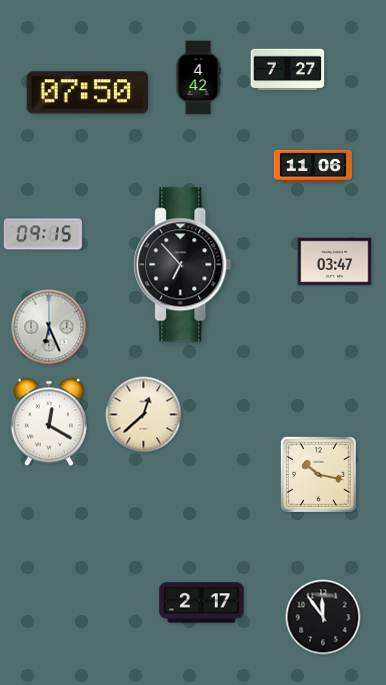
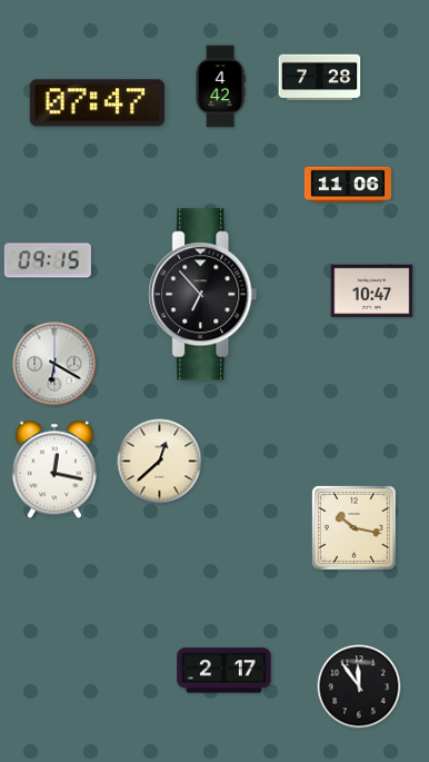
clock at (288, 70): 7:27 -> 7:28
clock at (87, 93): 07:50 -> 07:47
clock at (335, 262): 03:47 -> 10:47
clock at (49, 327): 6:26 -> 6:20
clock at (49, 422): 12:20 -> 12:17
